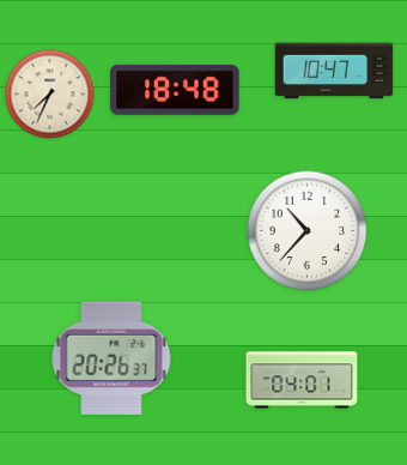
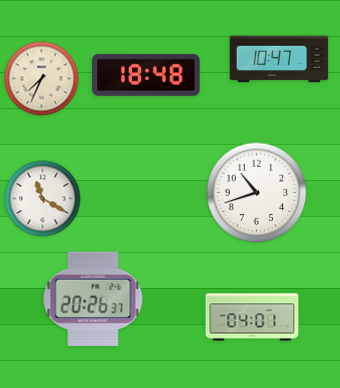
clock at (308, 231): 10:37 -> 10:42
clock at (43, 199): none -> 11:20
